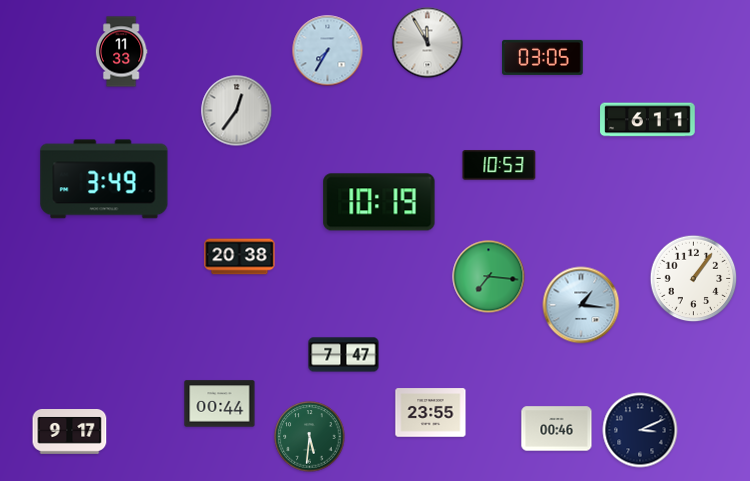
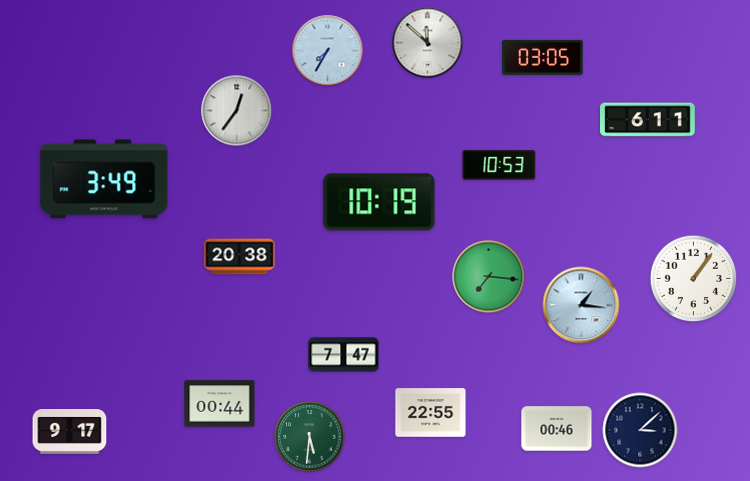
clock at (428, 43): 11:55 -> 11:52
clock at (121, 52): 11:33 -> none
clock at (431, 413): 23:55 -> 22:55
clock at (640, 430): 3:11 -> 3:08
